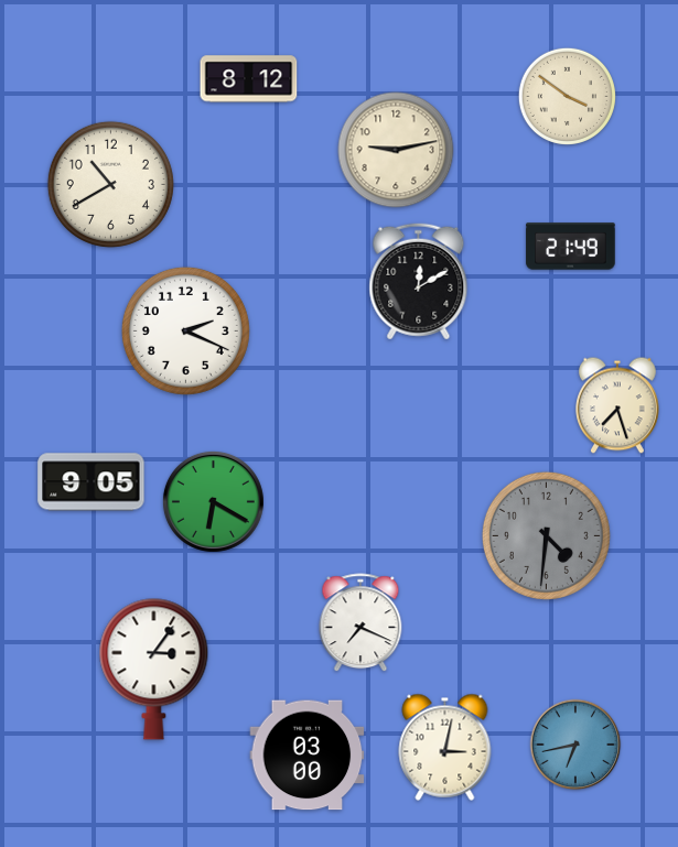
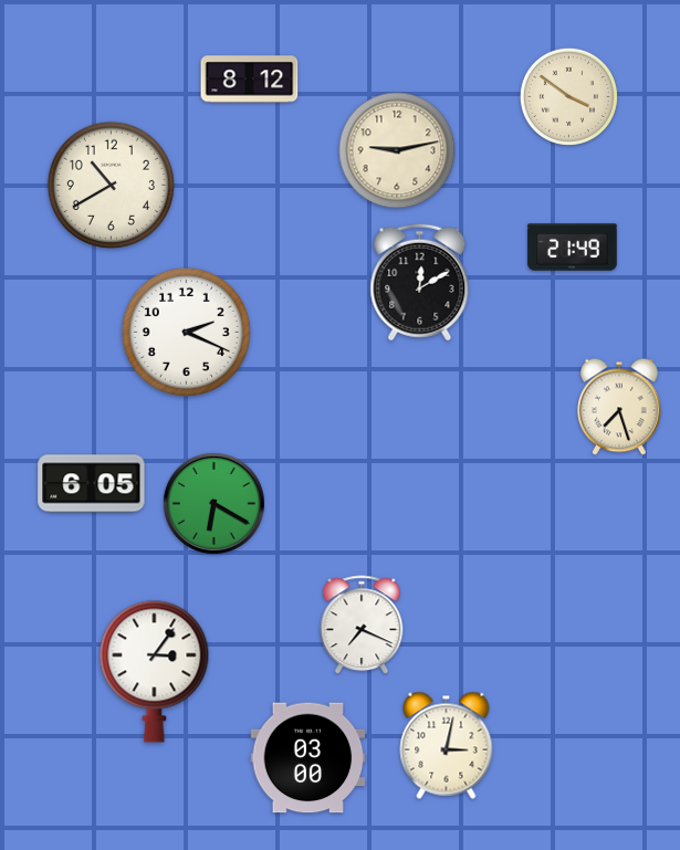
clock at (92, 482): 9:05 -> 6:05
clock at (546, 535): 4:31 -> none
clock at (575, 745): 6:43 -> none
clock at (445, 747) position: (445, 747) -> (447, 745)
